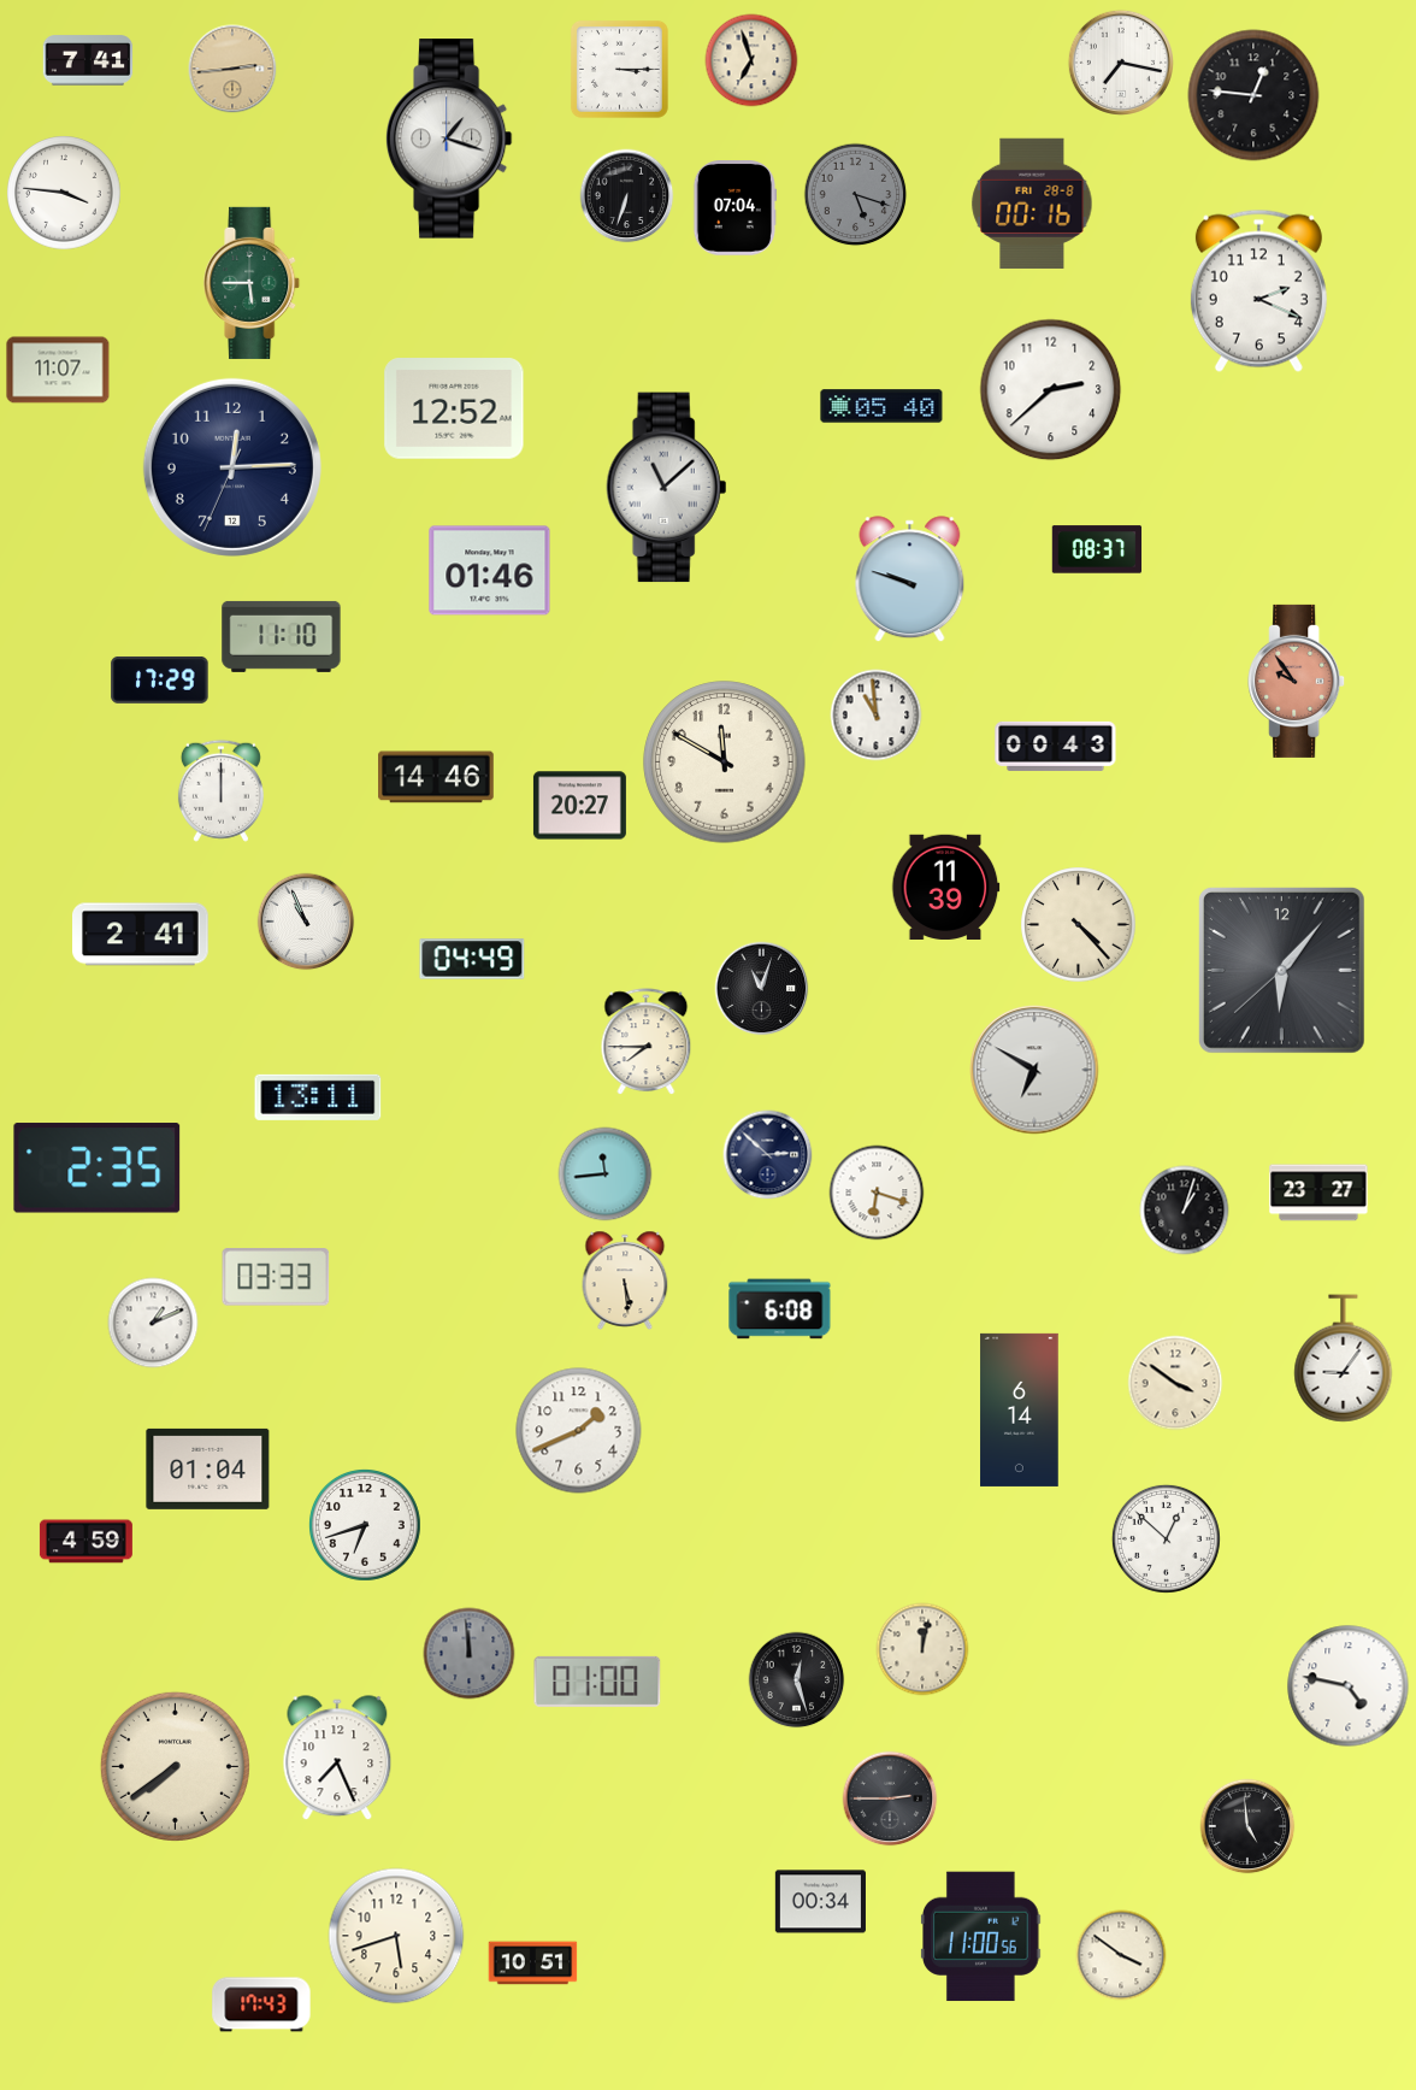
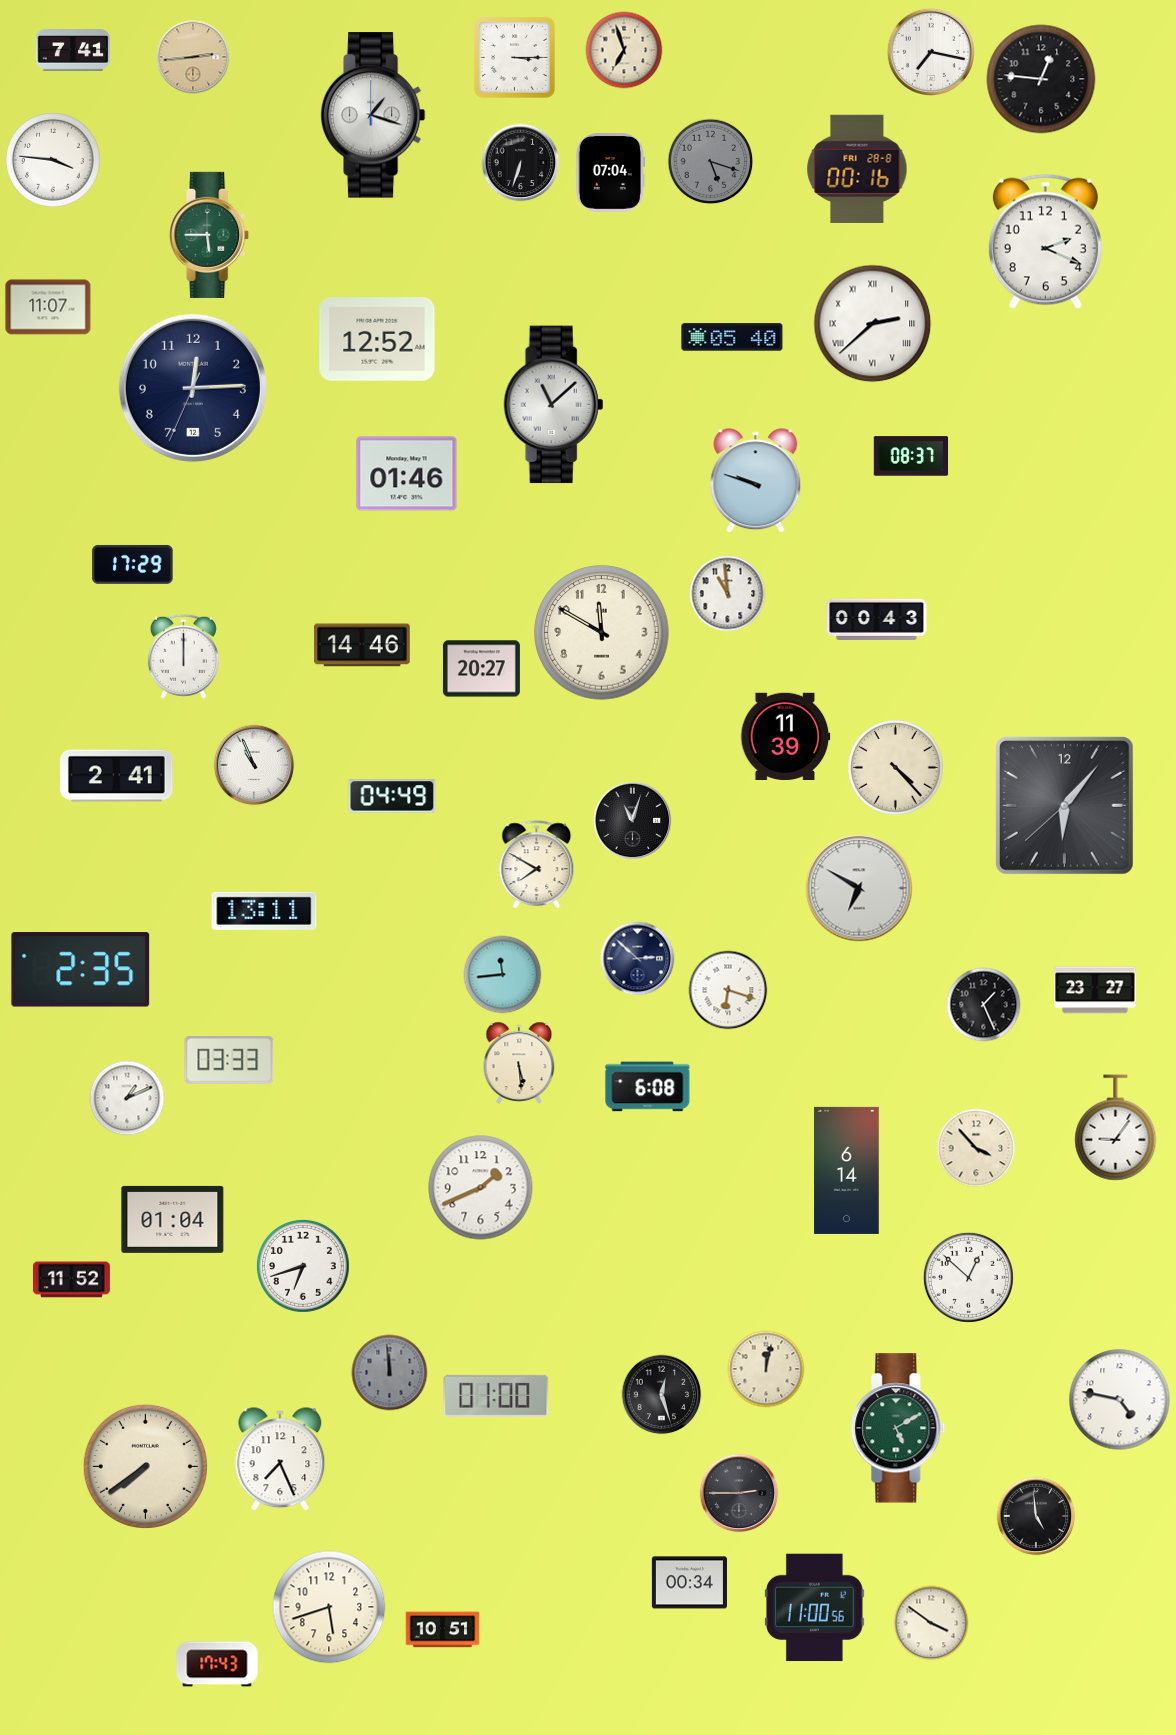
clock at (1051, 390) numerals: Arabic -> Roman
clock at (282, 636): 11:10 -> none
clock at (1297, 681): 9:54 -> none
clock at (647, 1042): 7:45 -> 7:50
clock at (1185, 1211): 1:03 -> 1:26
clock at (1175, 1383): 3:51 -> 3:53
clock at (85, 1542): 4:59 -> 11:52
clock at (898, 1428): none -> 5:10
clock at (820, 1902) position: (820, 1902) -> (689, 1583)
